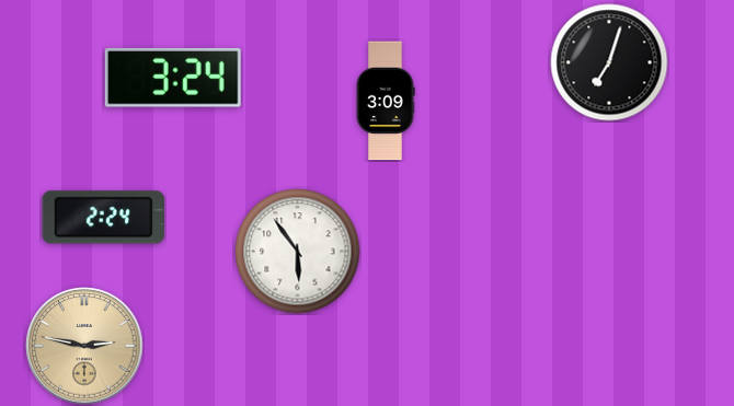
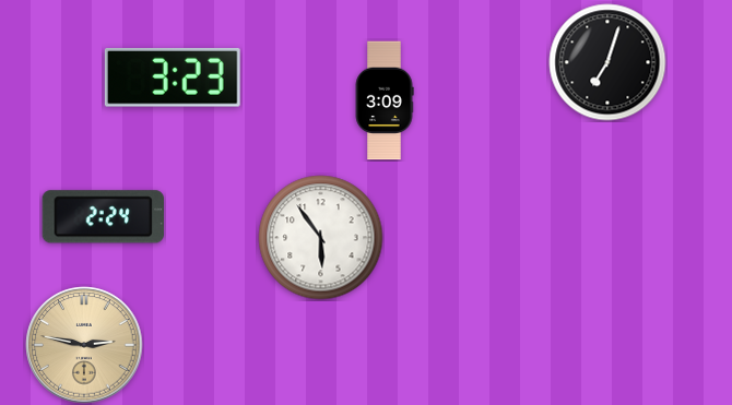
clock at (173, 78): 3:24 -> 3:23
clock at (298, 252) position: (298, 252) -> (321, 238)
